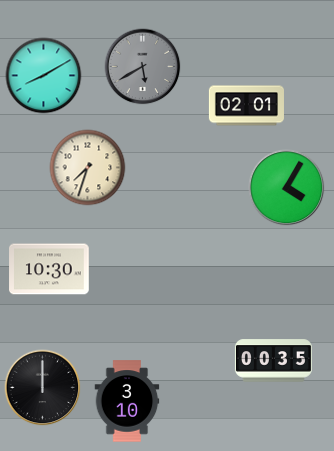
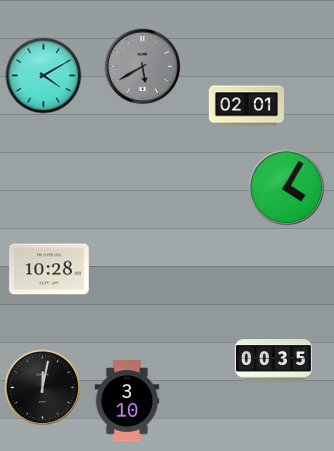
clock at (44, 76): 8:10 -> 4:10
clock at (88, 168): 7:33 -> none
clock at (49, 269): 10:30 -> 10:28
clock at (43, 388): 12:00 -> 12:02
